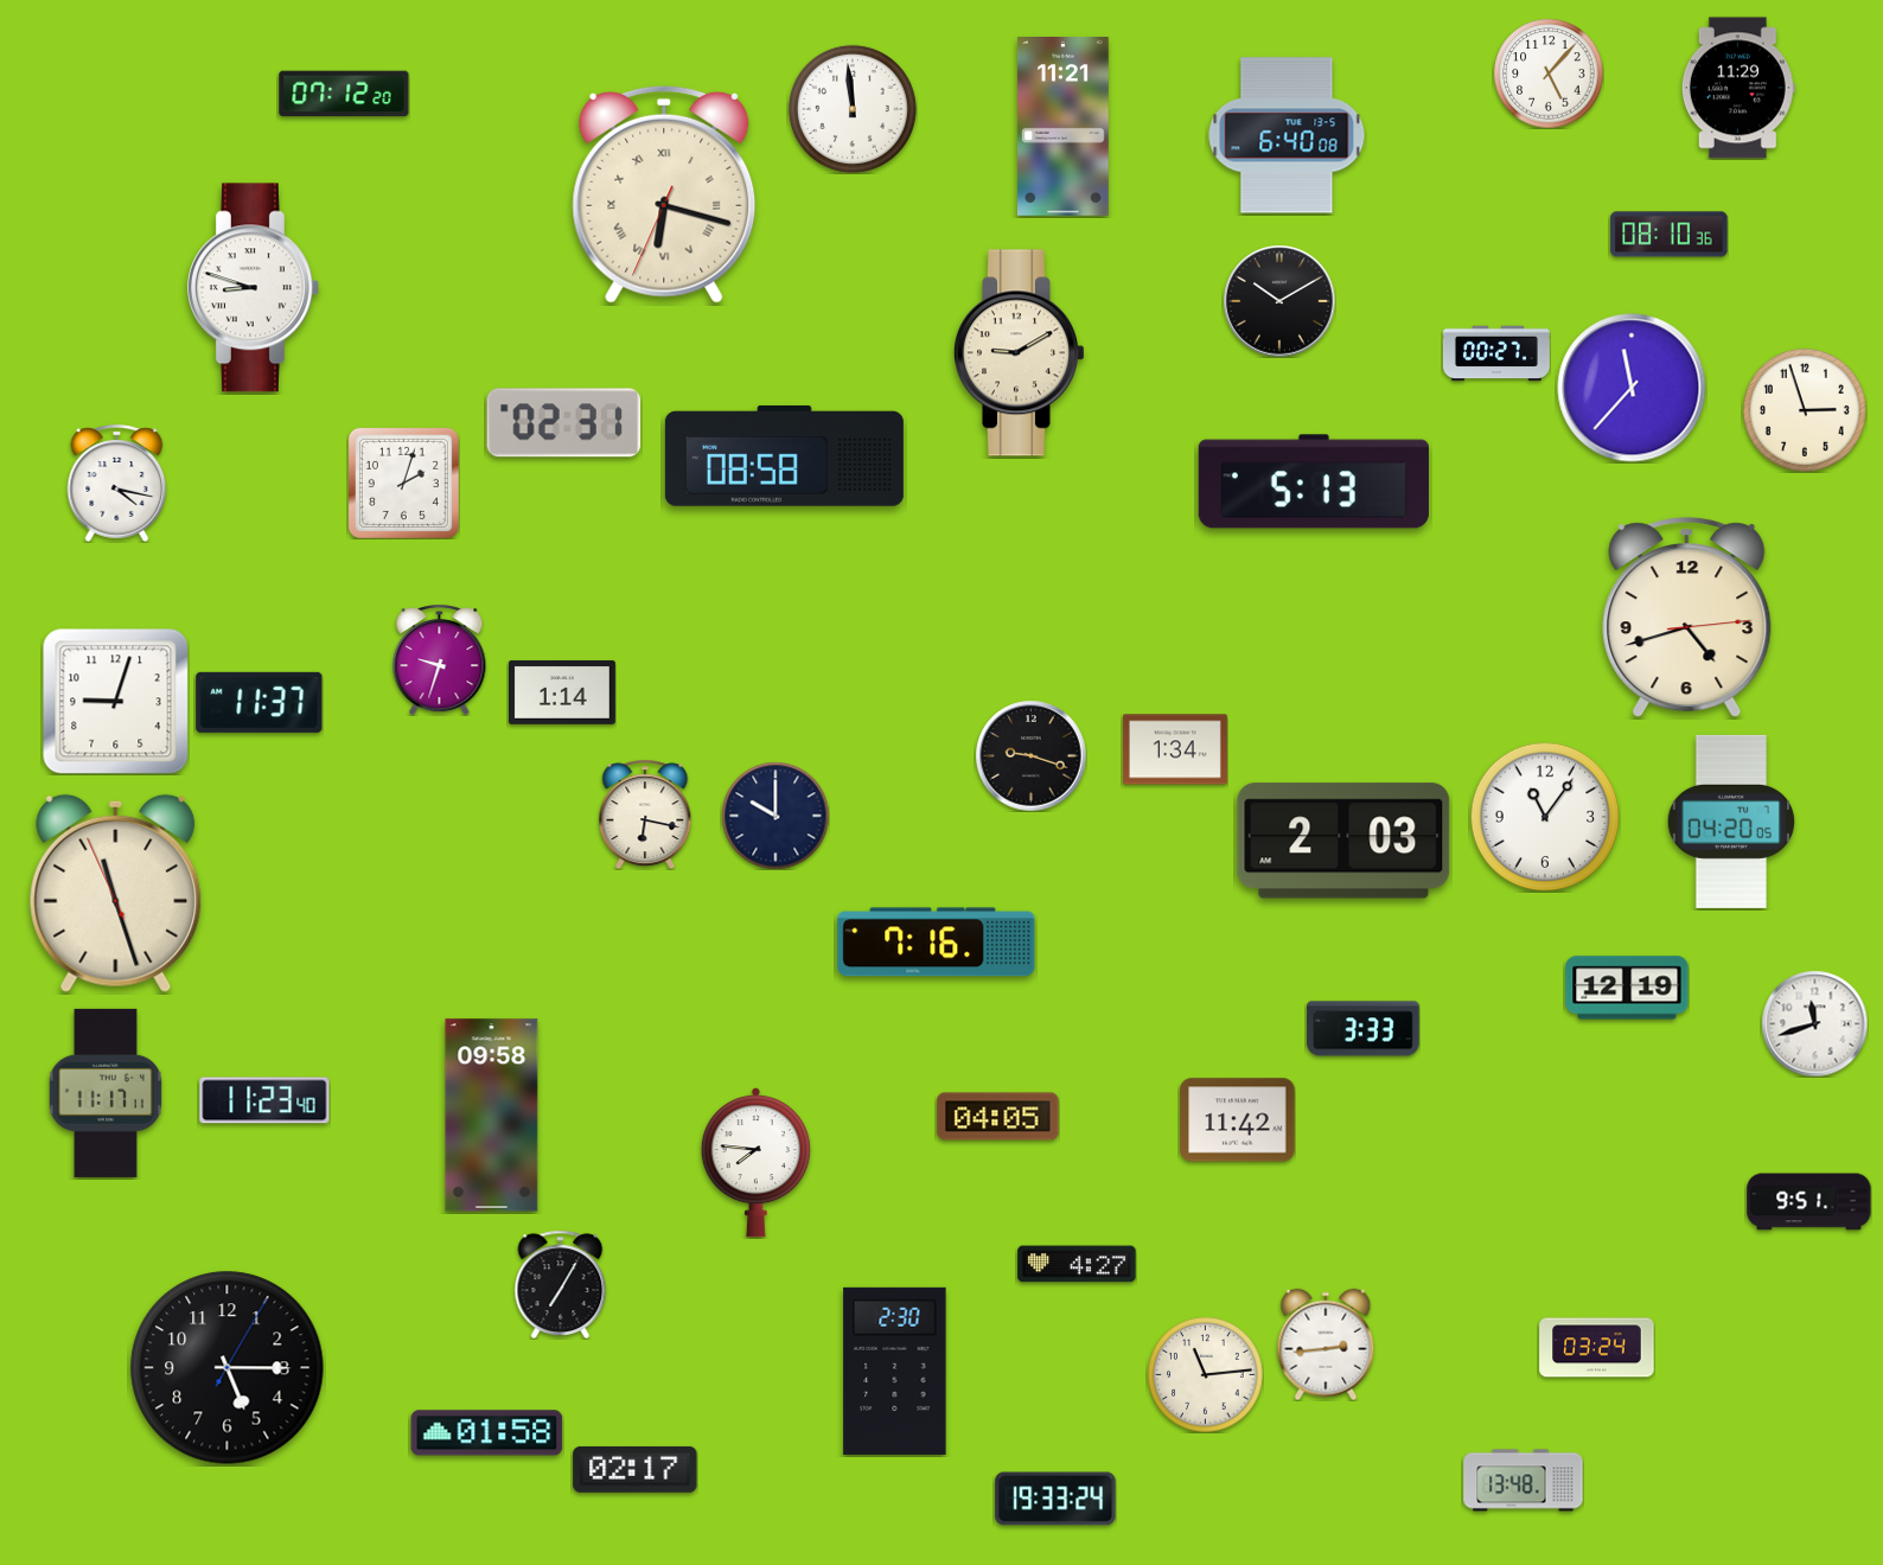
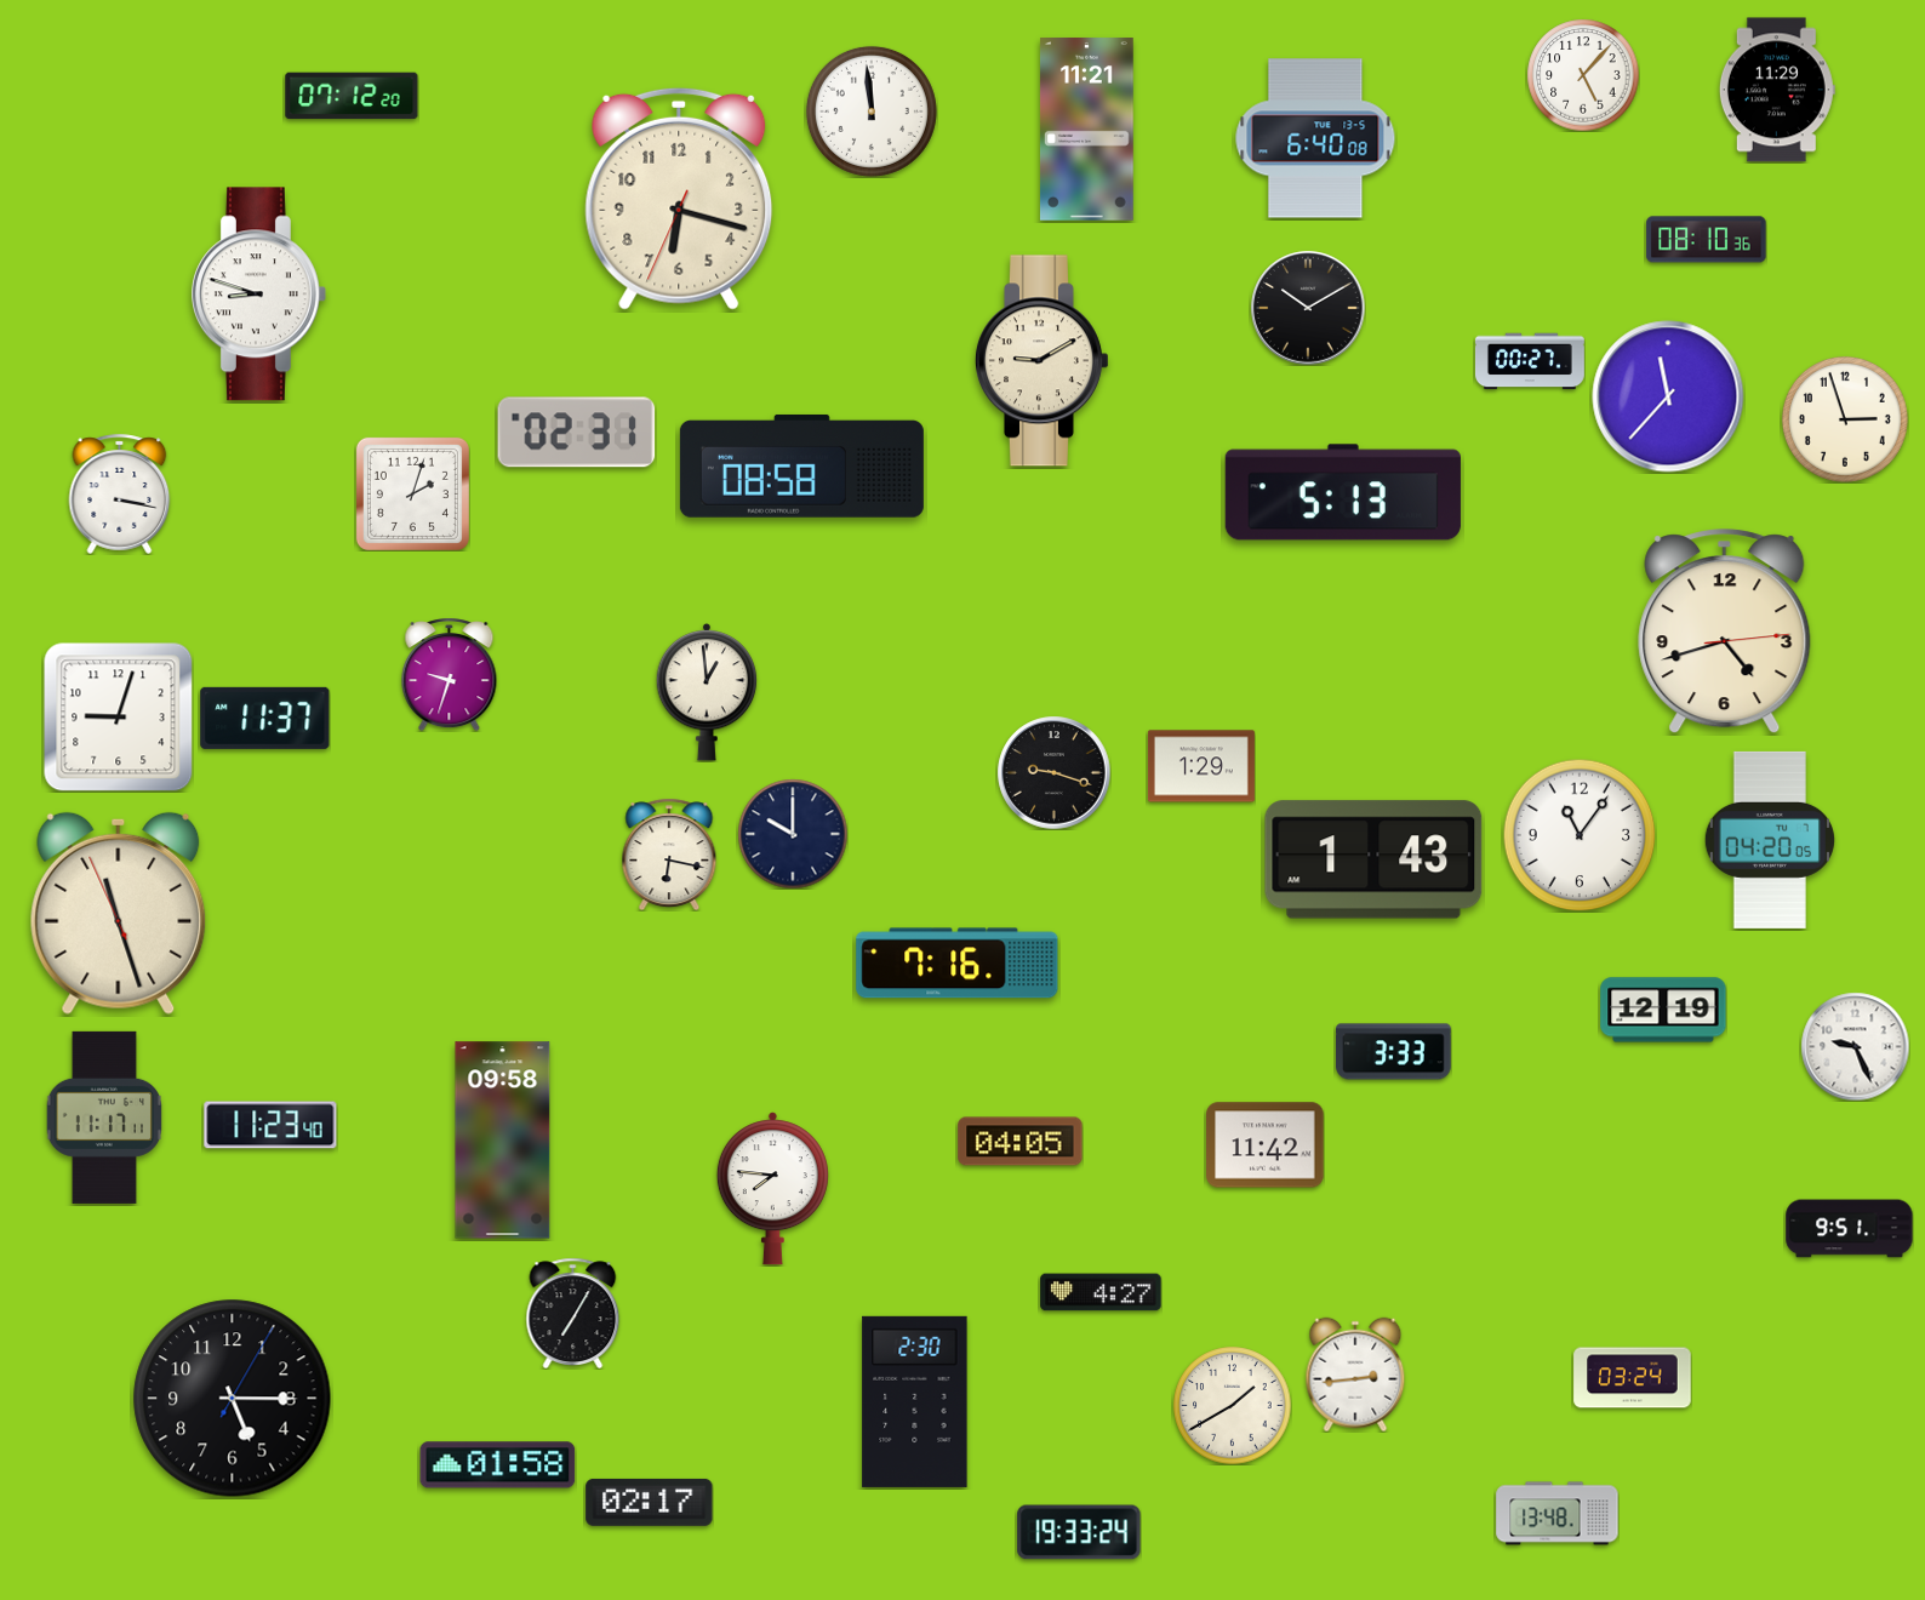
clock at (664, 194) numerals: Roman -> Arabic
clock at (117, 483): 4:17 -> 3:17
clock at (707, 692): none -> 12:59
clock at (562, 692): 1:14 -> none
clock at (1175, 749): 1:34 -> 1:29
clock at (645, 815) position: (645, 815) -> (669, 855)
clock at (1343, 841): 2:03 -> 1:43
clock at (1814, 1023): 11:42 -> 9:26
clock at (106, 1093) position: (106, 1093) -> (104, 1118)
clock at (1206, 1375): 11:14 -> 1:40
